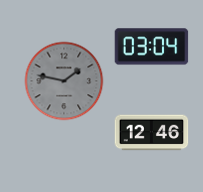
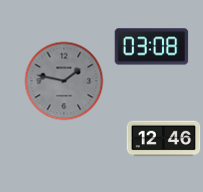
clock at (152, 47): 03:04 -> 03:08
clock at (152, 133) position: (152, 133) -> (164, 139)
